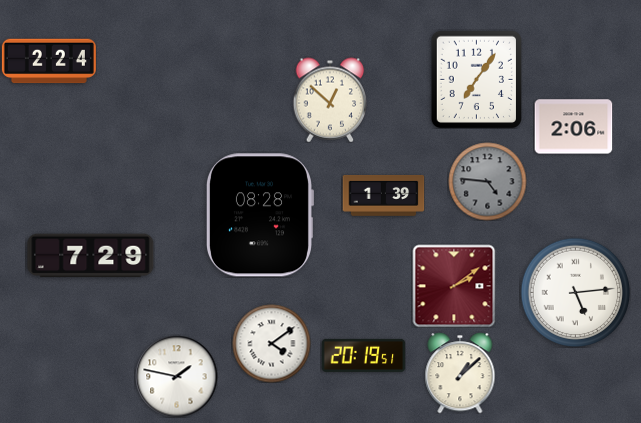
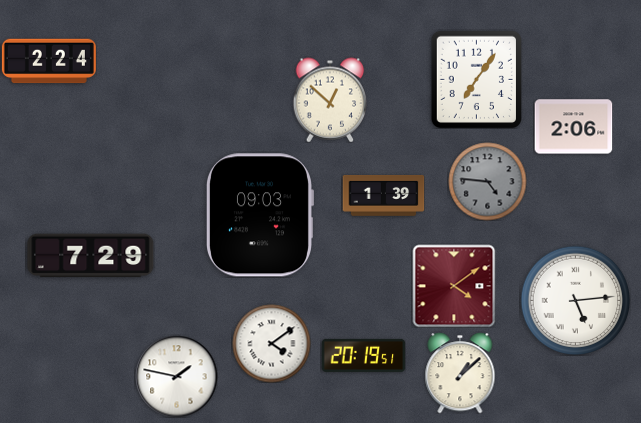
clock at (259, 215): 08:28 -> 09:03
clock at (454, 286): 2:09 -> 4:09
clock at (575, 292) position: (575, 292) -> (575, 300)
